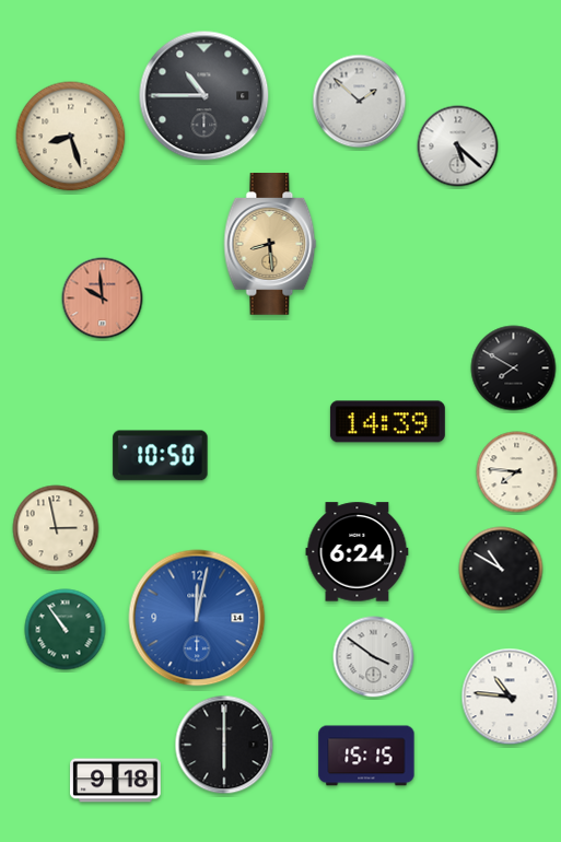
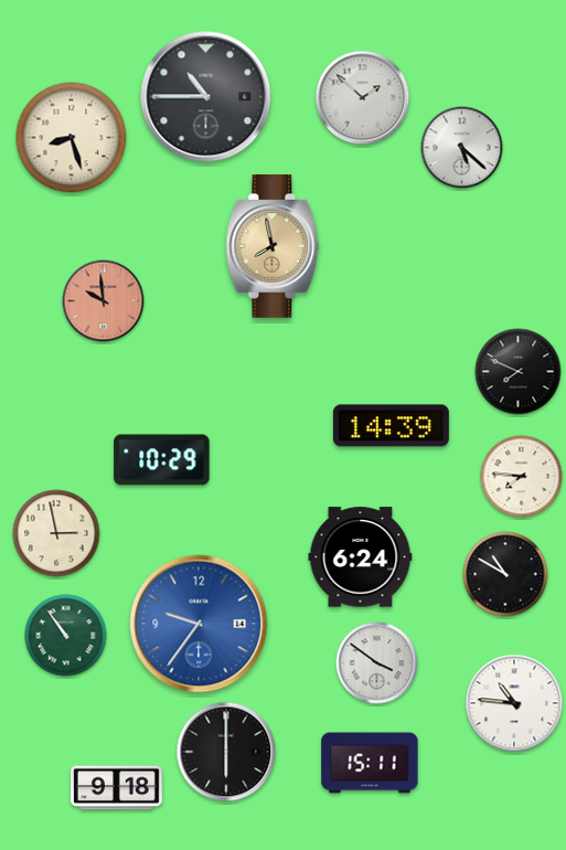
clock at (360, 102) position: (360, 102) -> (363, 98)
clock at (270, 245): 8:29 -> 7:58
clock at (514, 369): 7:50 -> 7:49
clock at (161, 456): 10:50 -> 10:29
clock at (197, 618): 12:02 -> 9:36
clock at (366, 756): 15:15 -> 15:11
